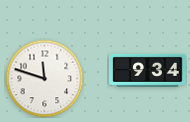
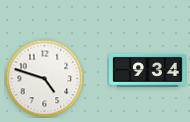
clock at (44, 78): 11:48 -> 4:48
